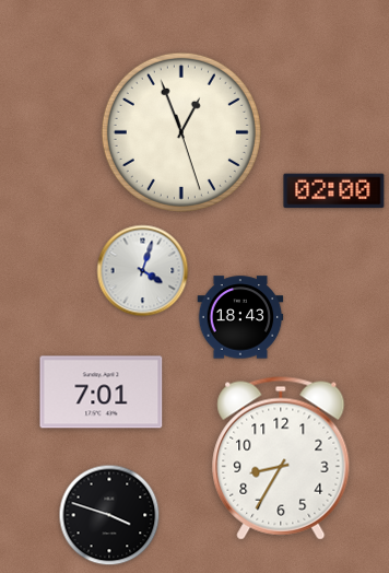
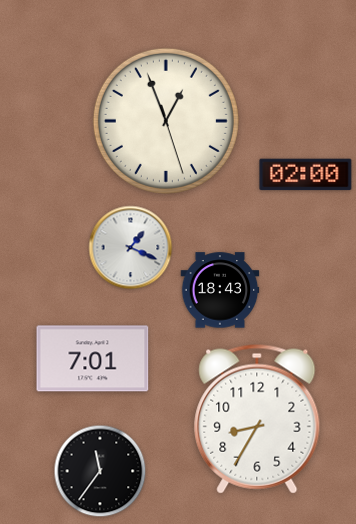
clock at (143, 271): 4:03 -> 1:19
clock at (109, 515): 3:48 -> 11:36
